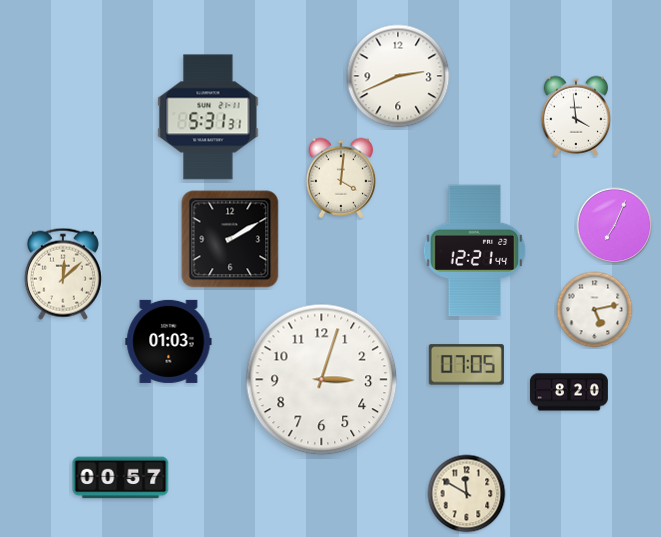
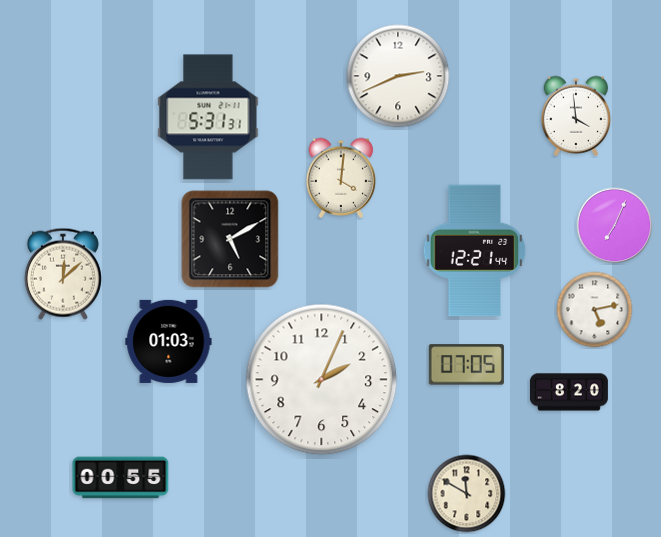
clock at (230, 239): 2:10 -> 5:10
clock at (322, 380): 3:03 -> 2:04
clock at (121, 478): 00:57 -> 00:55
